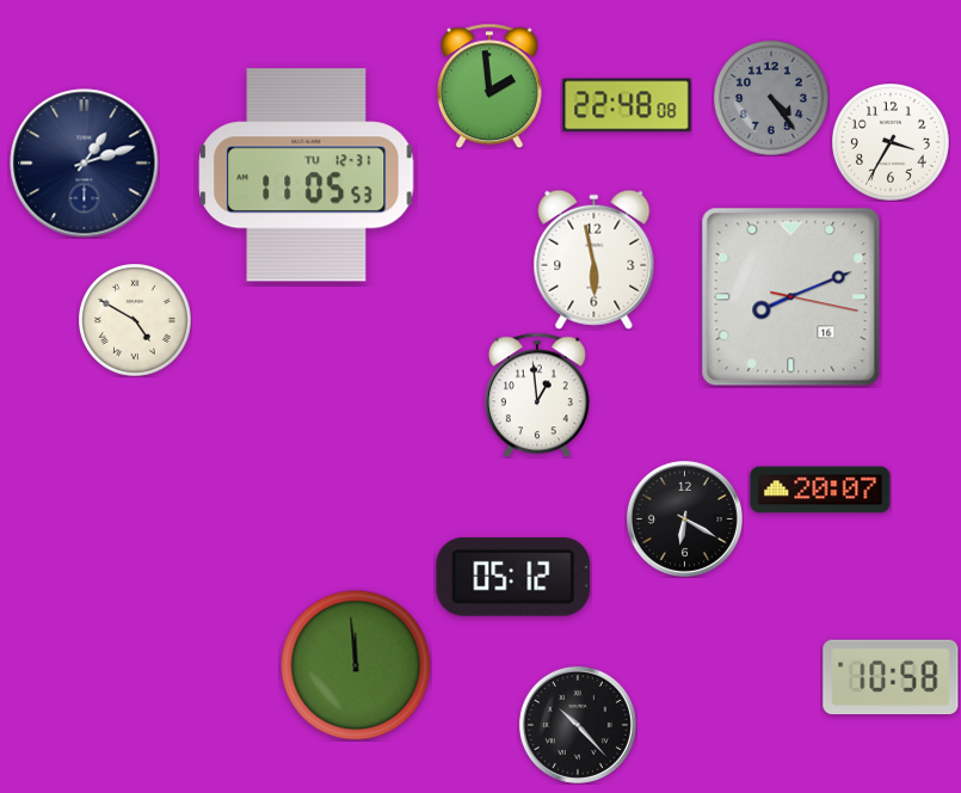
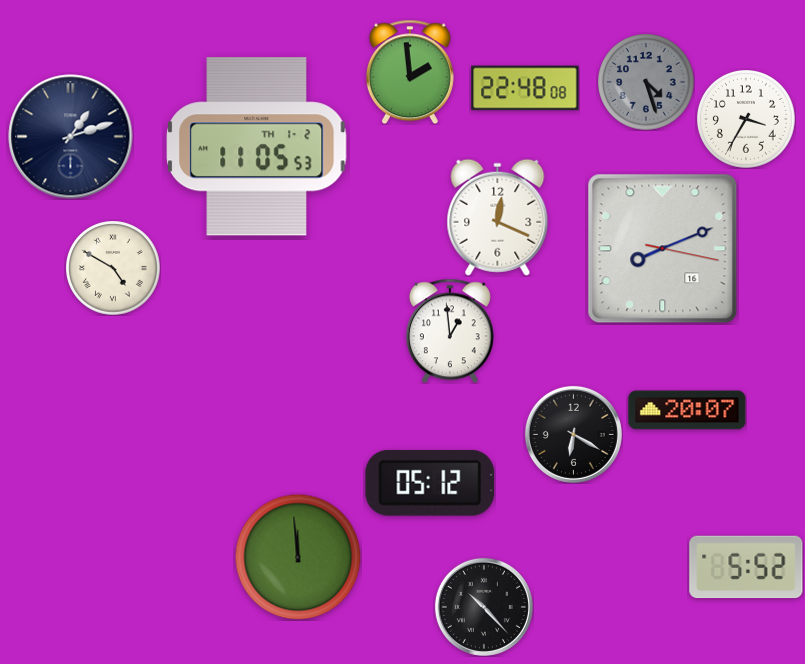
clock at (771, 98): 4:24 -> 4:27
clock at (307, 176) date: TU 12-31 -> TH 1-2
clock at (595, 259): 5:58 -> 12:19
clock at (891, 677): 10:58 -> 5:52
